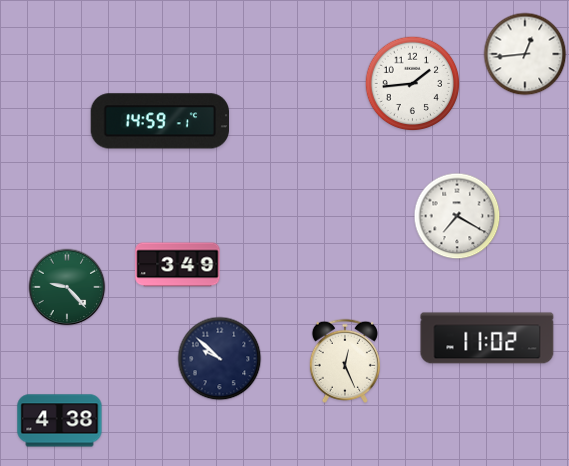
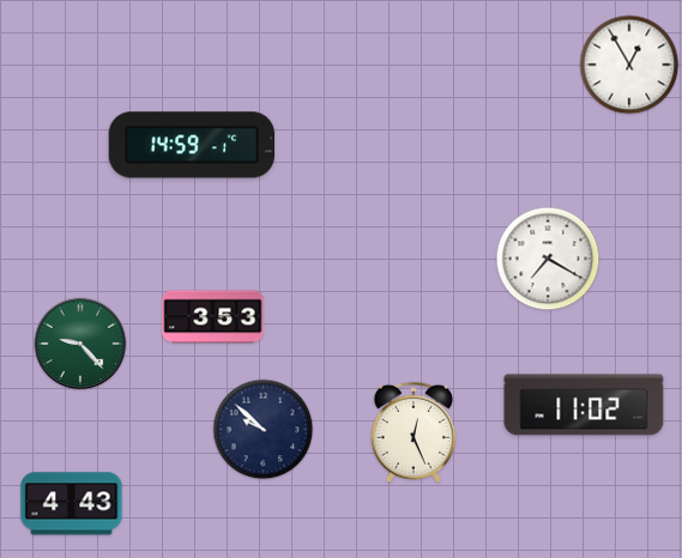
clock at (525, 54): 12:44 -> 12:55
clock at (413, 84): 1:44 -> none
clock at (178, 265): 3:49 -> 3:53
clock at (60, 421): 4:38 -> 4:43
